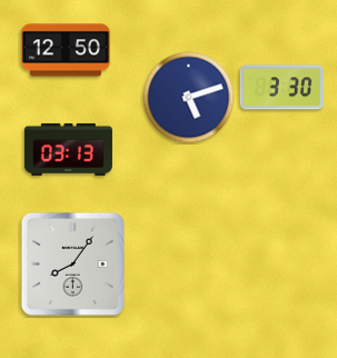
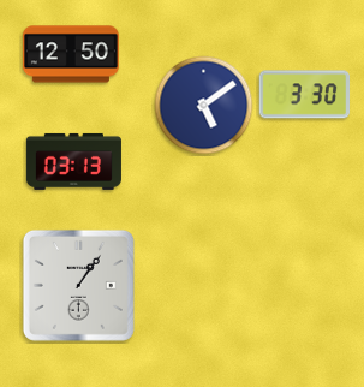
clock at (189, 98): 5:12 -> 5:09
clock at (72, 263): 8:06 -> 1:06
